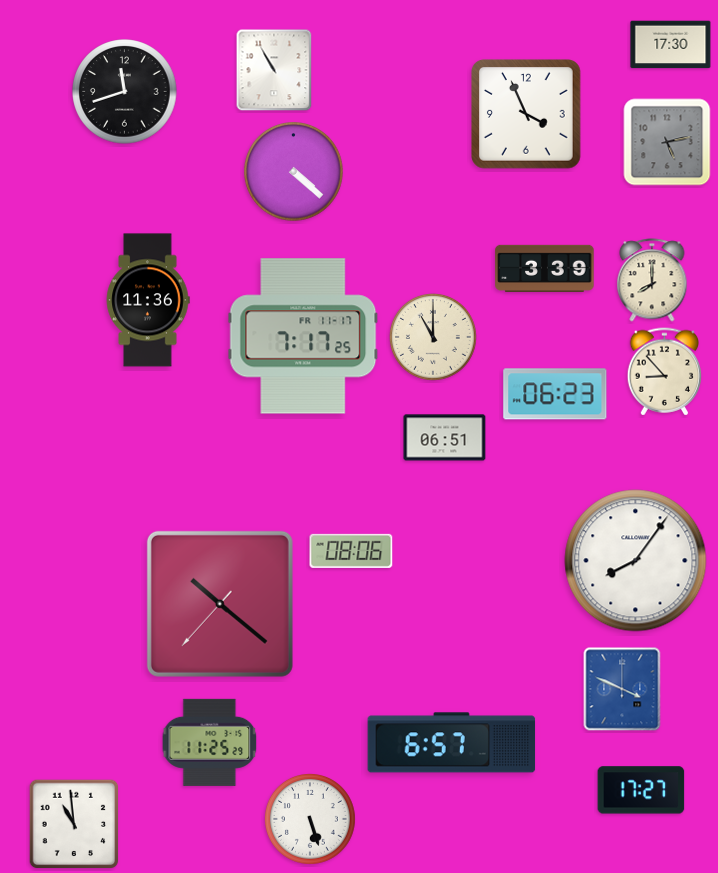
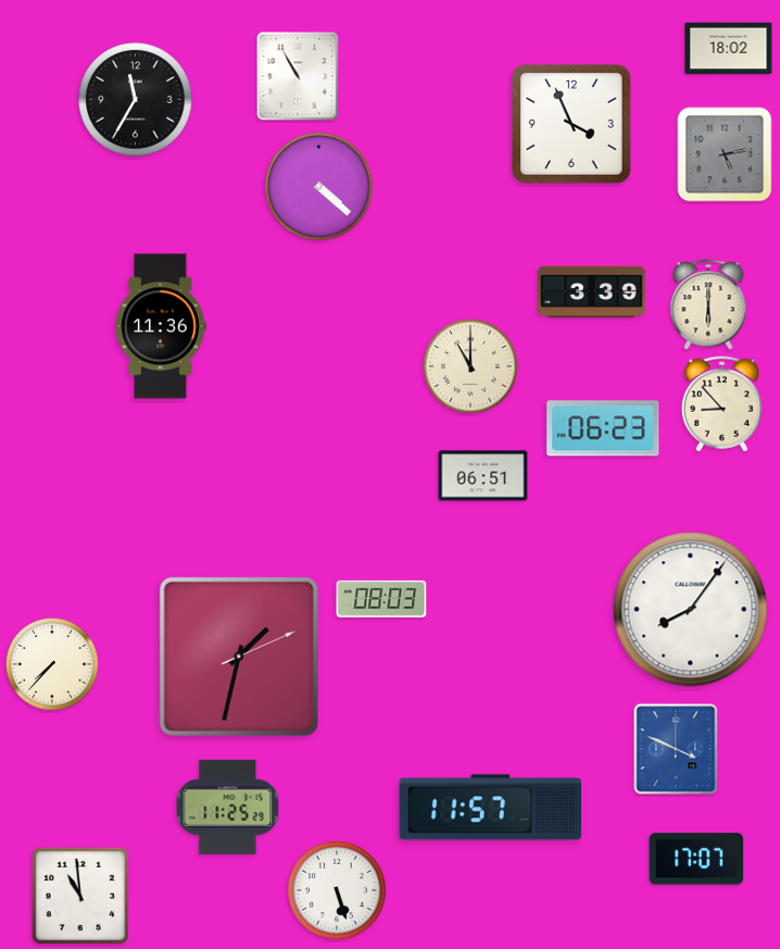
clock at (671, 45): 17:30 -> 18:02
clock at (125, 92): 11:42 -> 11:35
clock at (652, 280): 8:00 -> 6:00
clock at (303, 336): 7:17 -> none
clock at (351, 551): 08:06 -> 08:03
clock at (220, 604): 10:21 -> 1:32
clock at (52, 664): none -> 7:37
clock at (452, 743): 6:57 -> 11:57
clock at (641, 790): 17:27 -> 17:07
